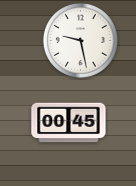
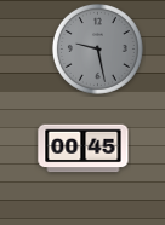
clock at (80, 40) dial: white -> grey
